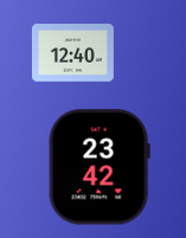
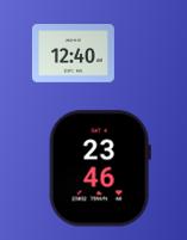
clock at (100, 167): 23:42 -> 23:46
